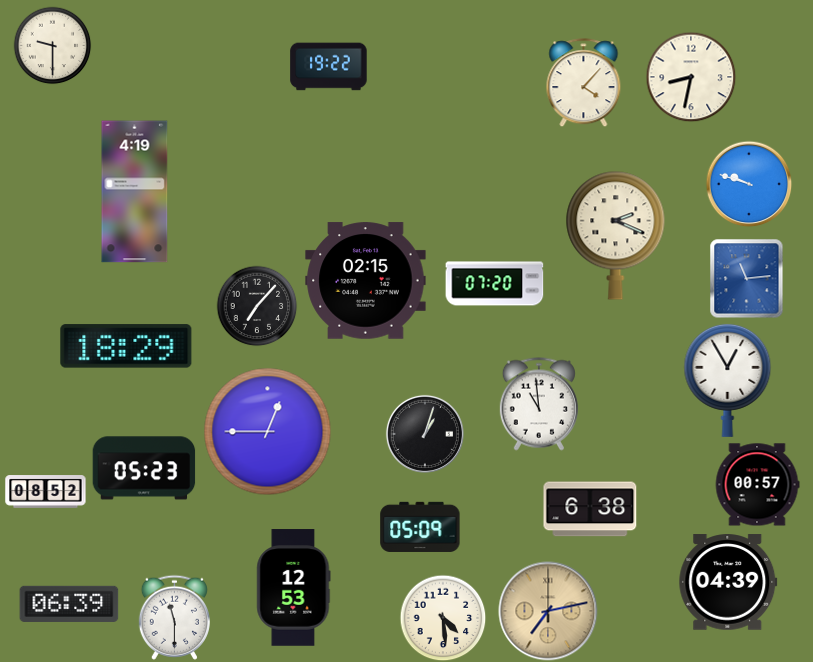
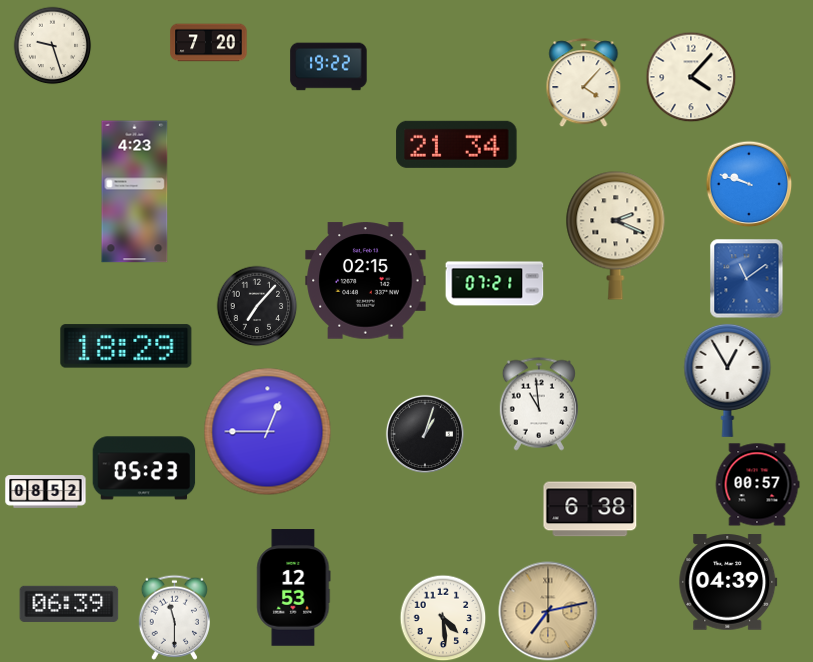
clock at (209, 43): none -> 7:20
clock at (52, 45): 9:30 -> 9:27
clock at (691, 77): 8:32 -> 4:07
clock at (457, 144): none -> 21:34
clock at (135, 192): 4:19 -> 4:23
clock at (747, 278): 11:14 -> 11:09
clock at (495, 284): 07:20 -> 07:21
clock at (420, 527): 05:09 -> none
